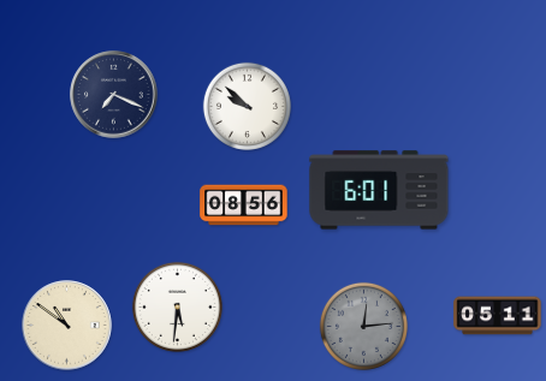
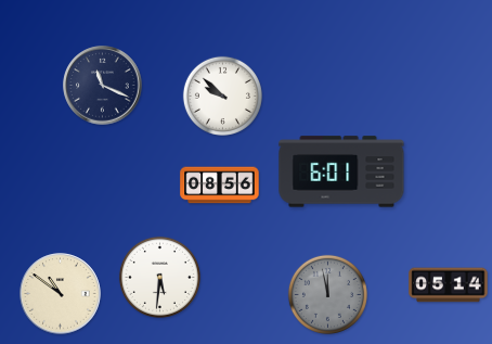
clock at (114, 95): 7:19 -> 11:19
clock at (498, 316): 05:11 -> 05:14
clock at (363, 326): 12:14 -> 11:58
